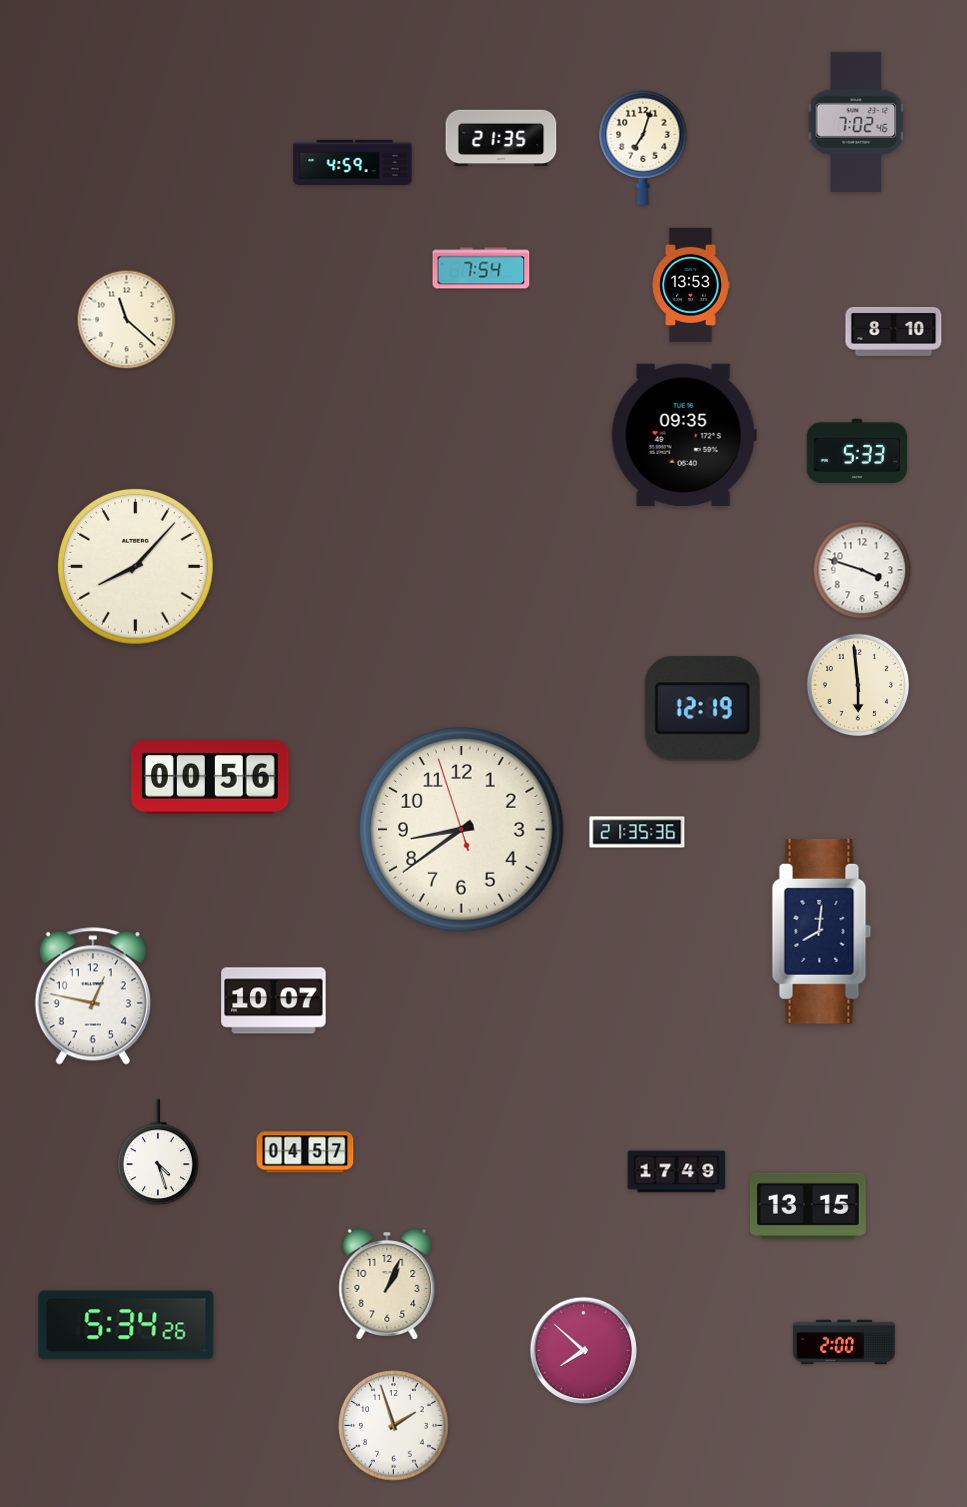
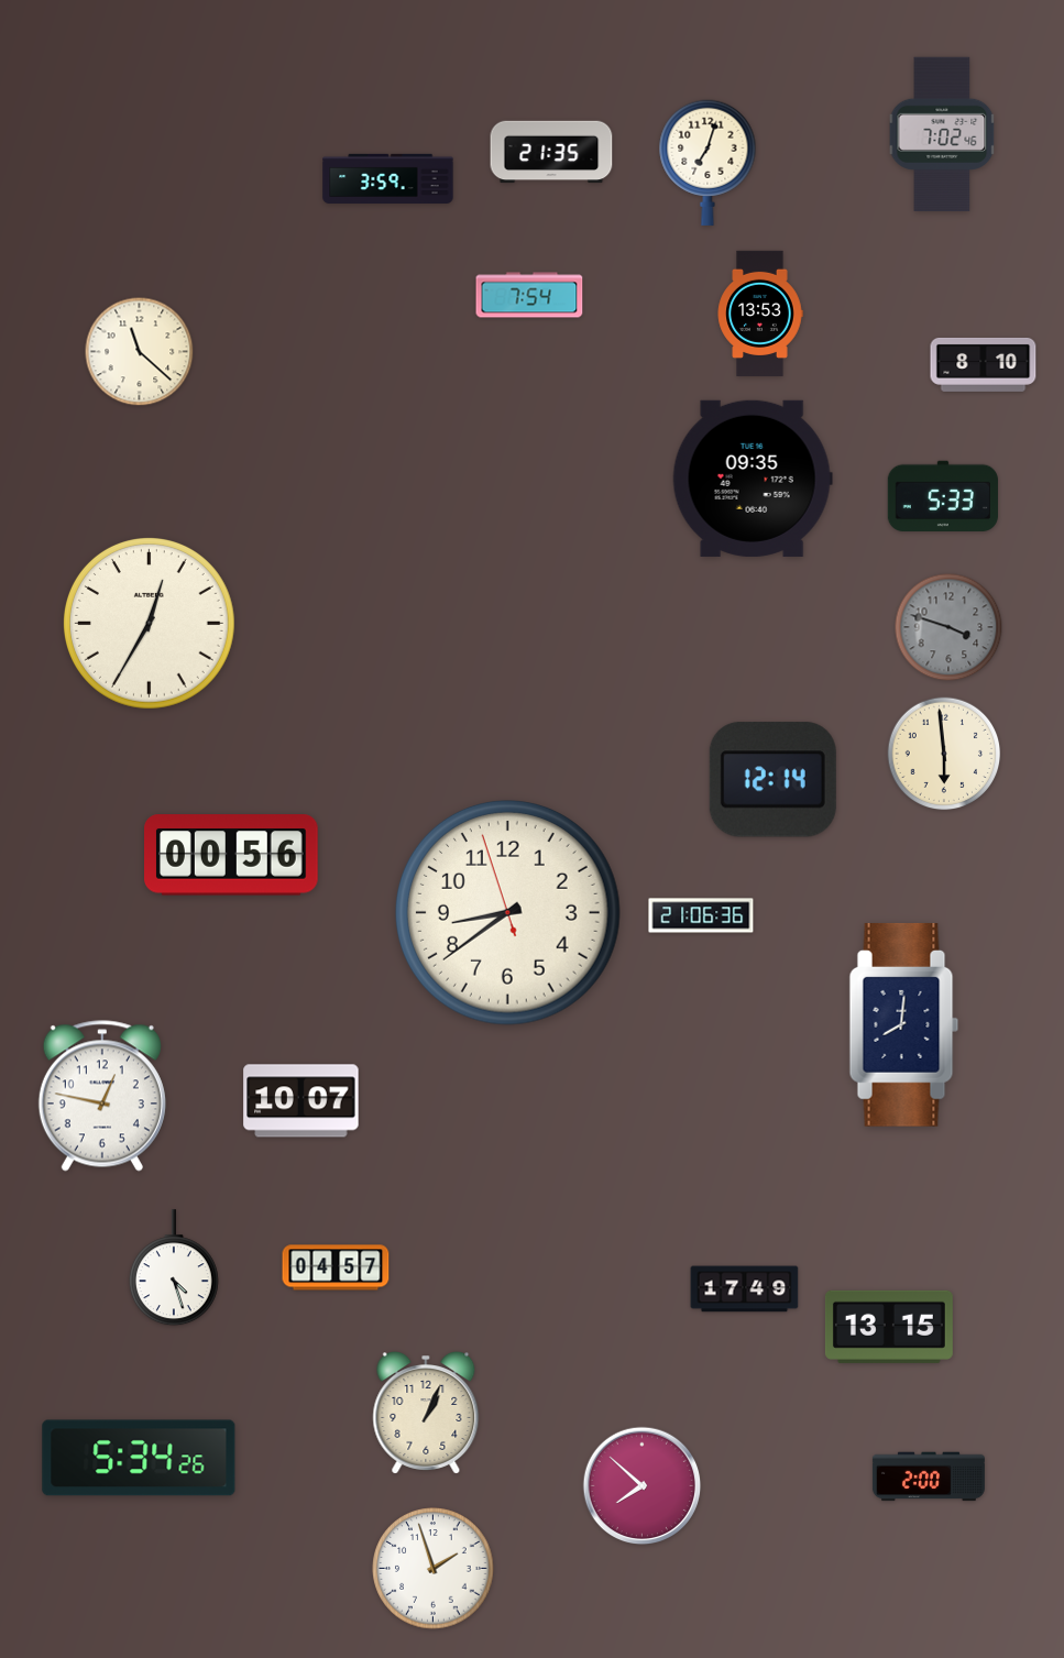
clock at (353, 162): 4:59 -> 3:59
clock at (135, 566): 8:07 -> 12:35
clock at (862, 570) dial: white -> grey
clock at (702, 709): 12:19 -> 12:14
clock at (637, 832): 21:35 -> 21:06
